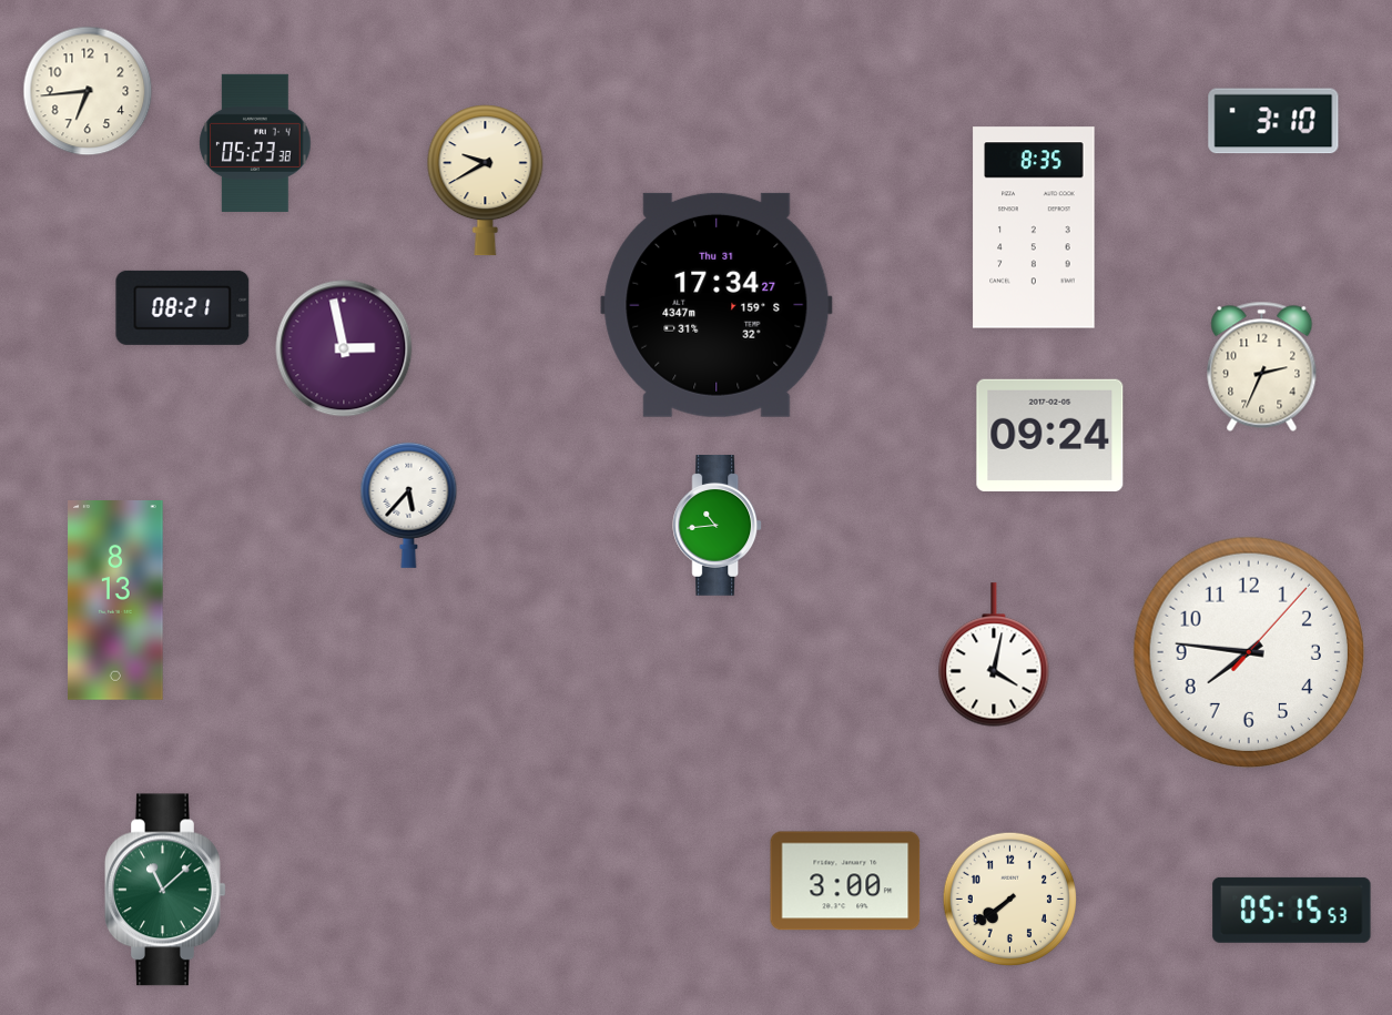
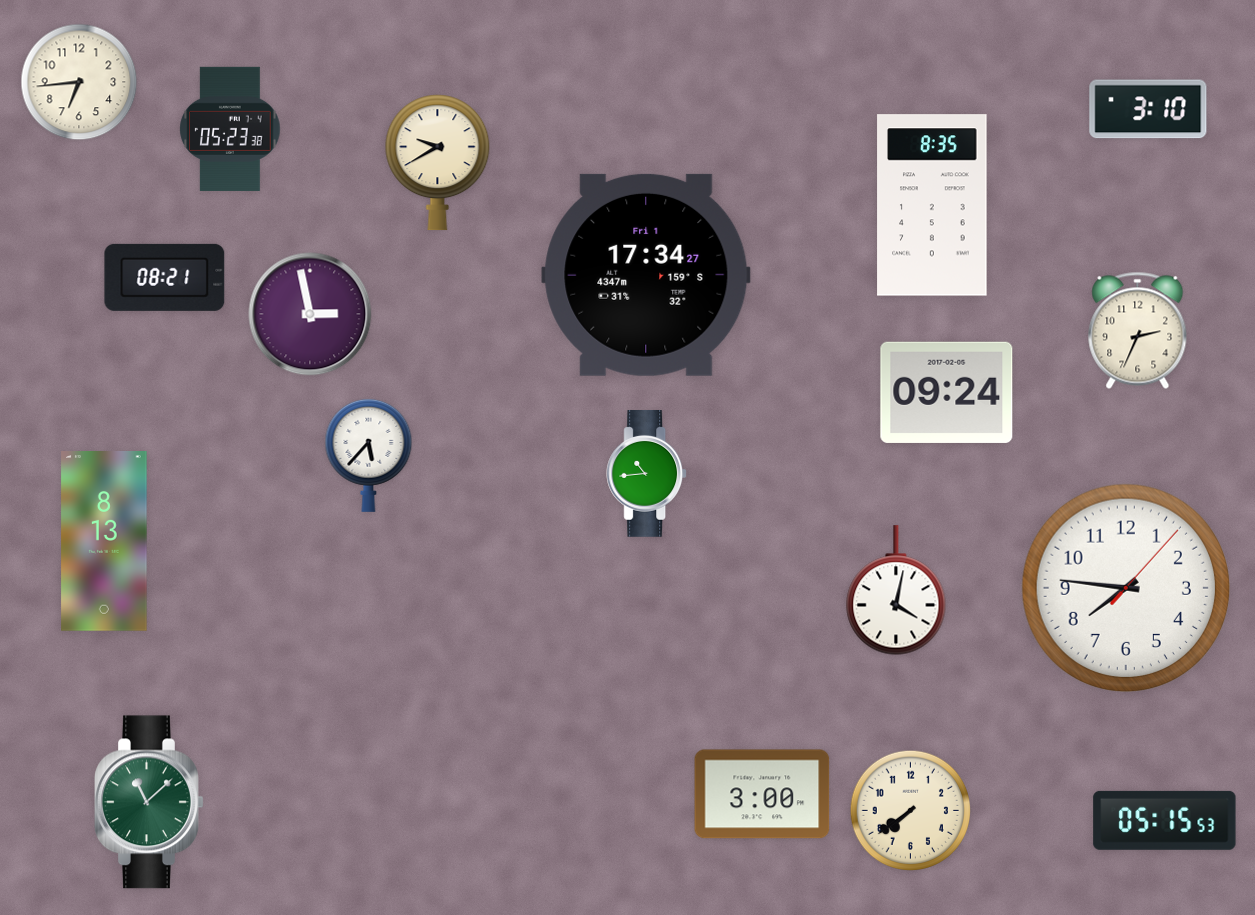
clock at (717, 305) date: Thu 31 -> Fri 1
